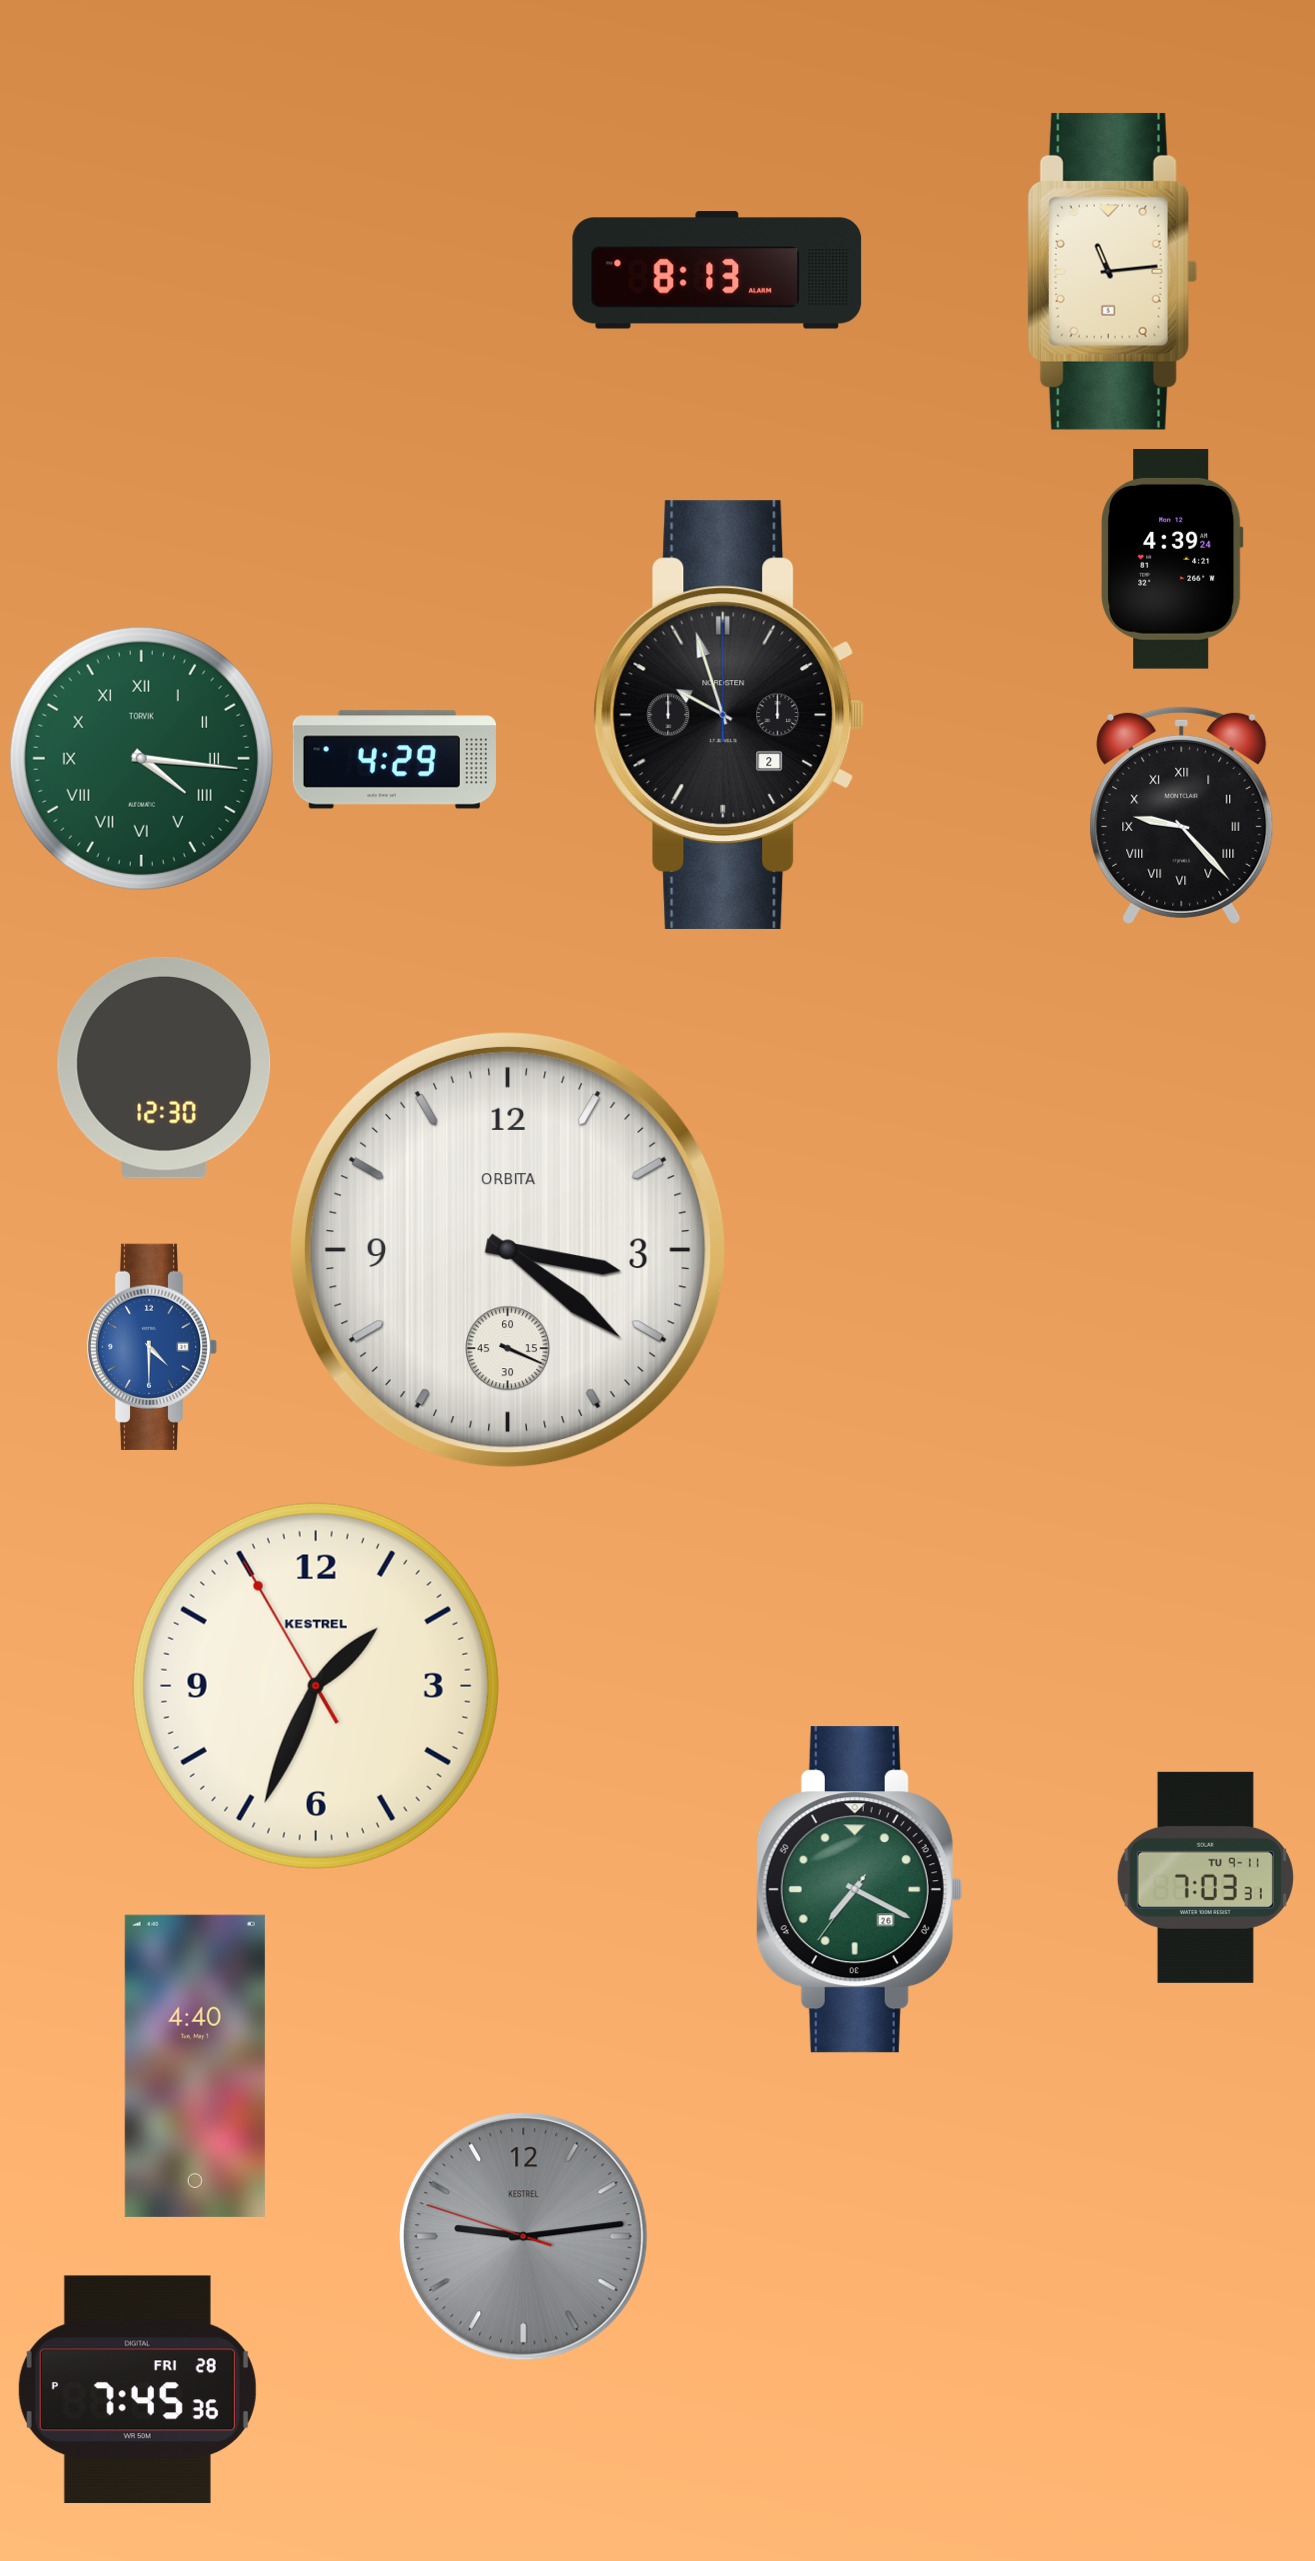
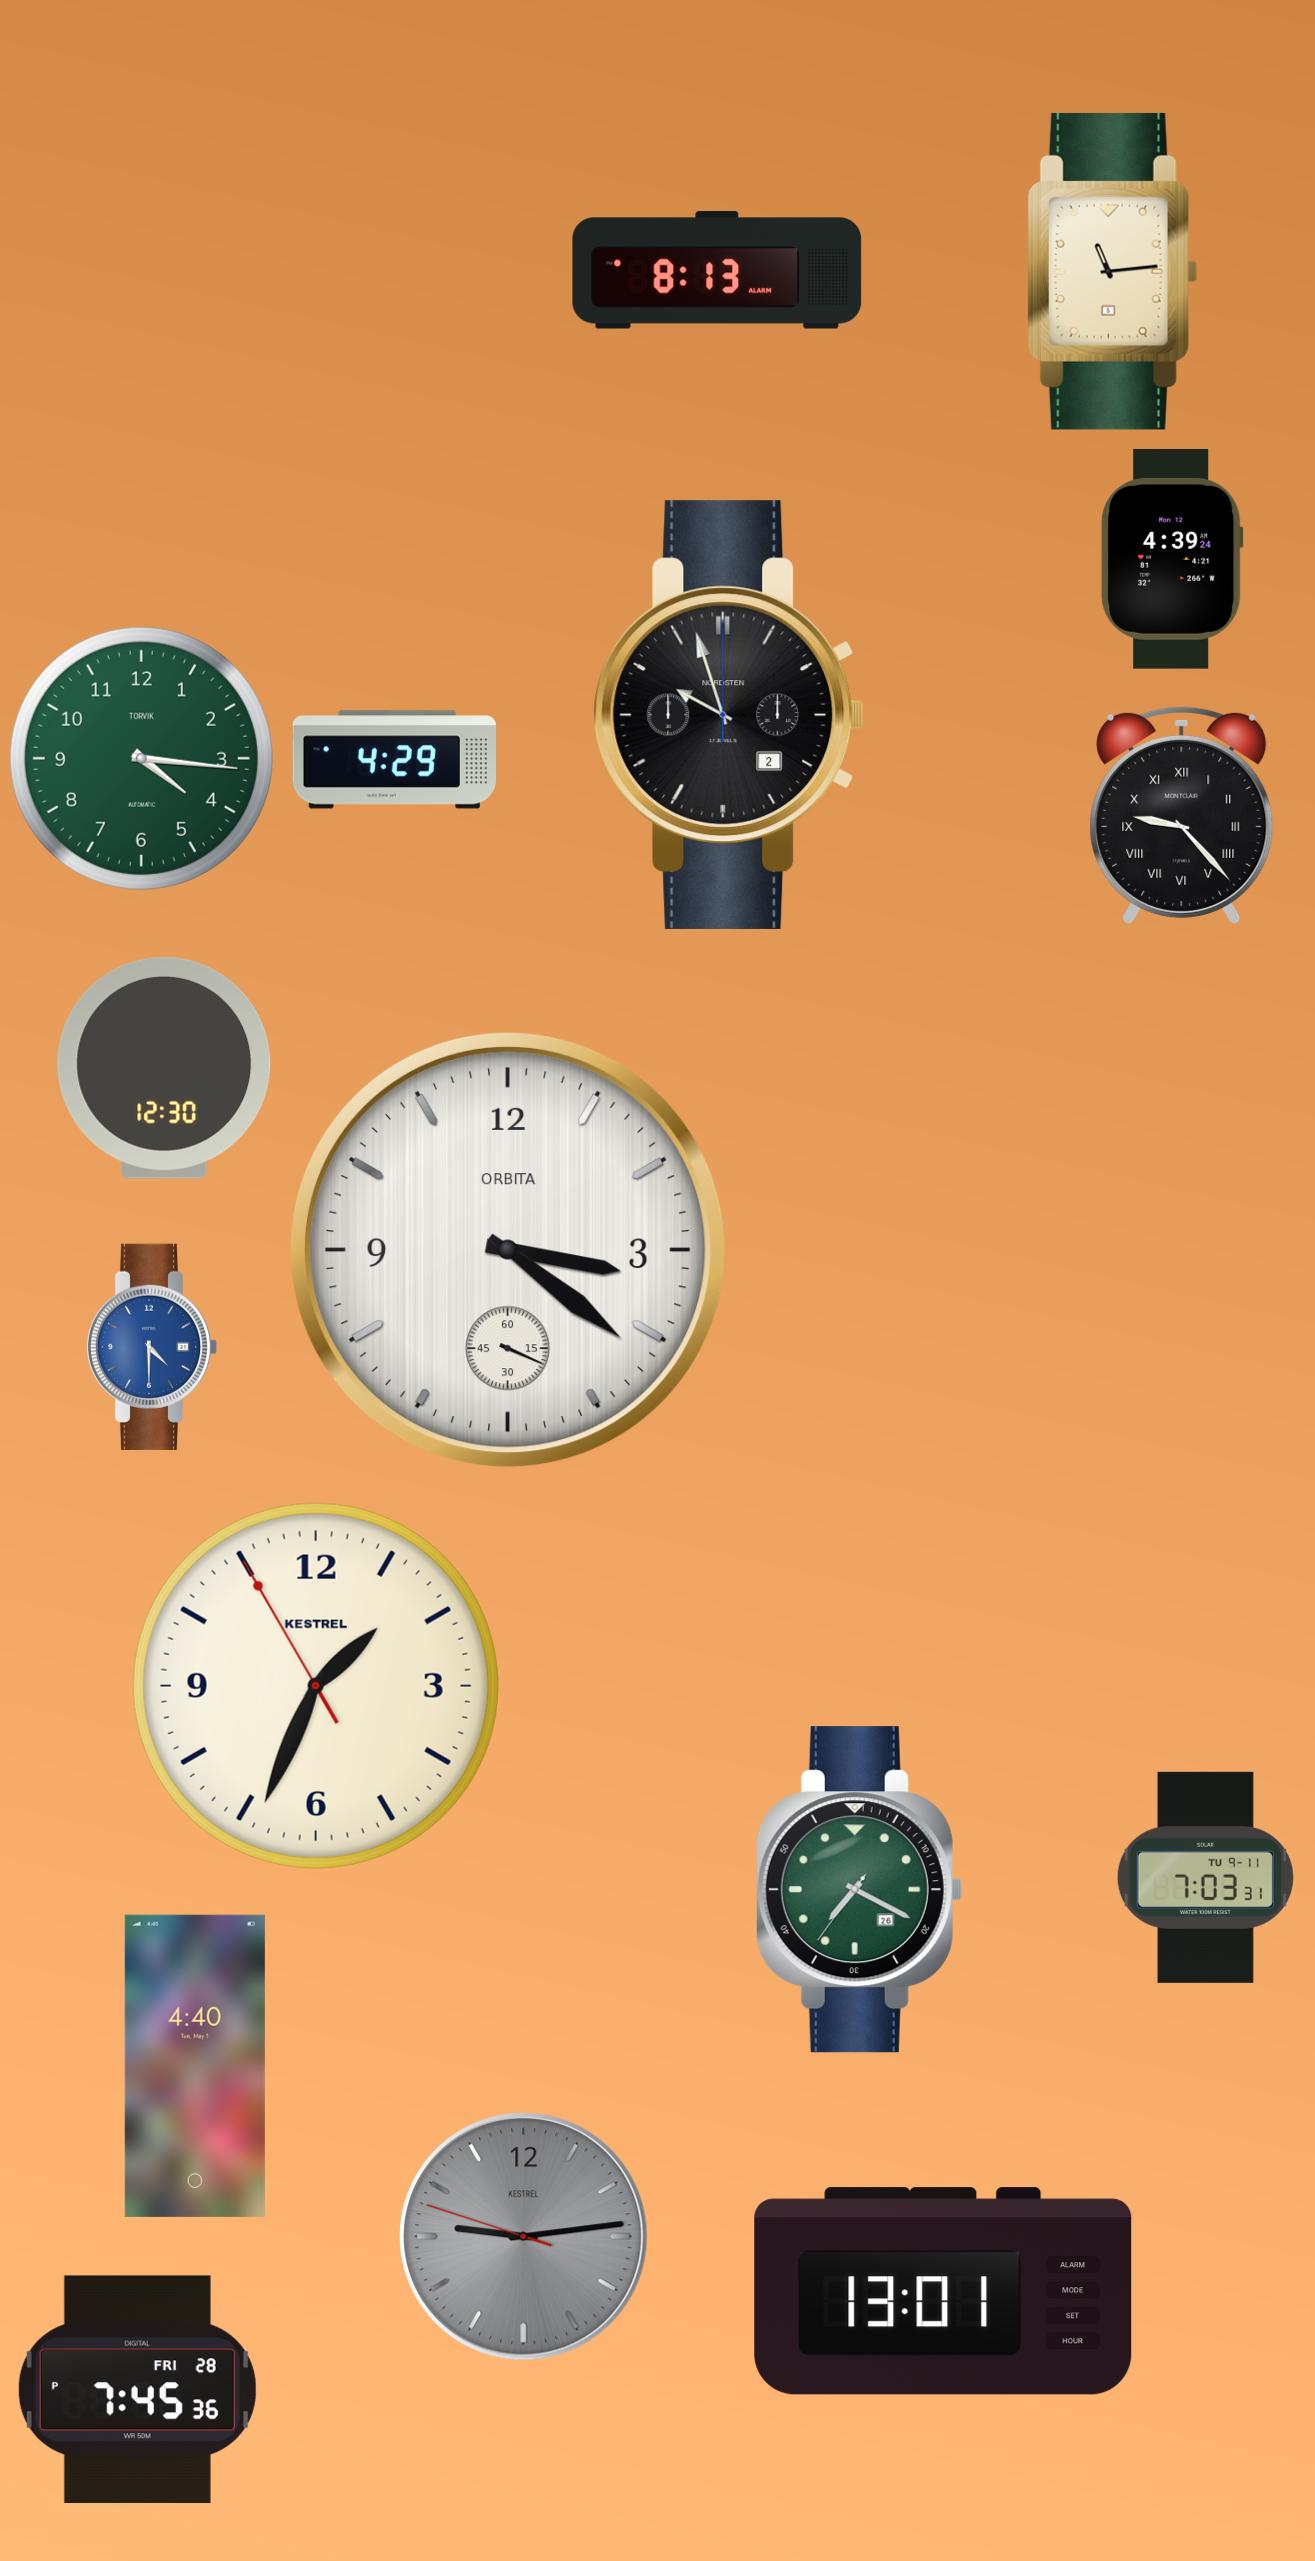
clock at (141, 758) numerals: Roman -> Arabic
clock at (943, 2291): none -> 13:01
